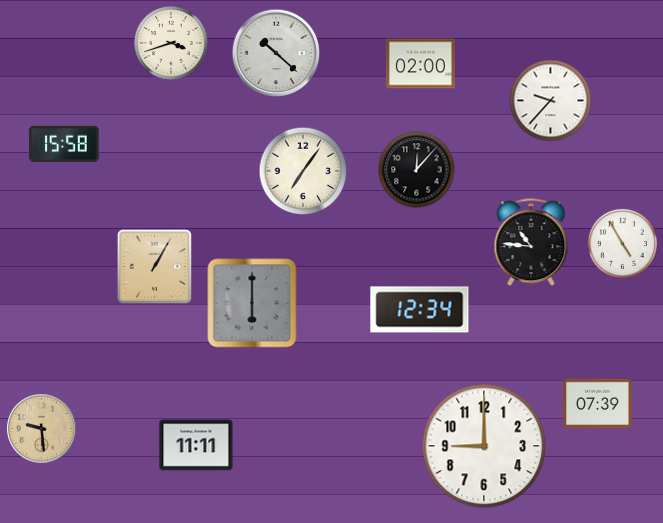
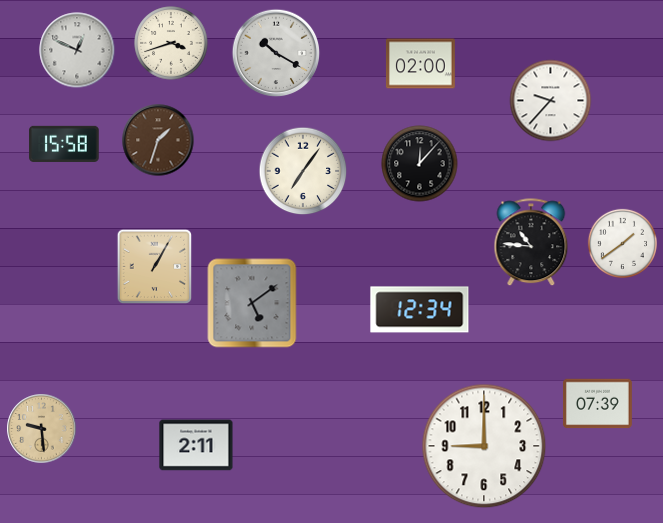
clock at (77, 50): none -> 12:49
clock at (276, 53): 10:22 -> 10:20
clock at (158, 140): none -> 1:33
clock at (417, 170) position: (417, 170) -> (420, 164)
clock at (622, 243): 4:55 -> 1:39
clock at (252, 303): 6:00 -> 5:09
clock at (196, 445): 11:11 -> 2:11
